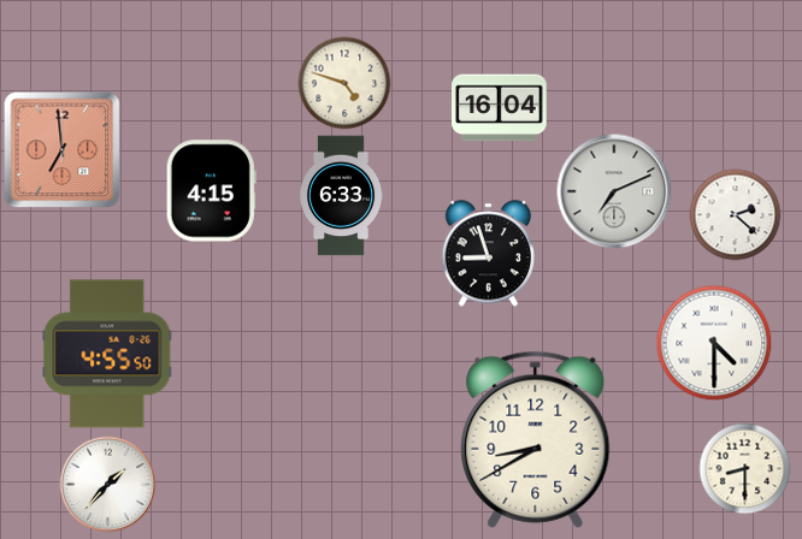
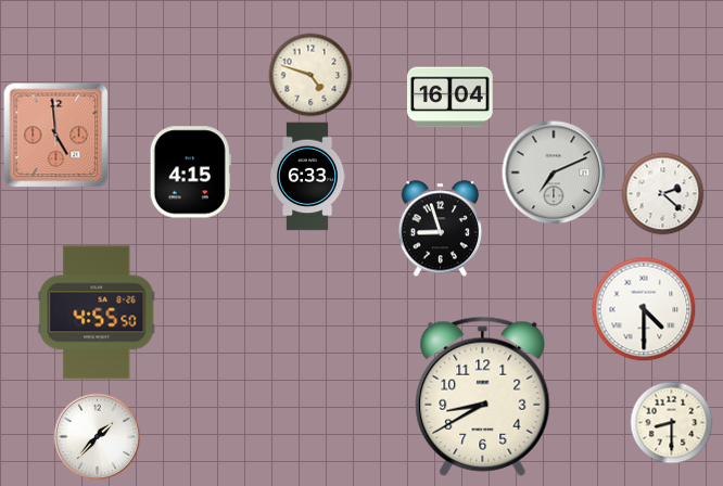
clock at (63, 150): 6:59 -> 4:59
clock at (107, 354) position: (107, 354) -> (97, 312)
